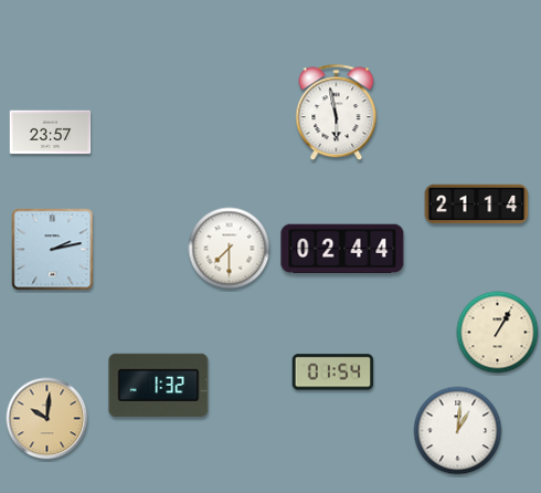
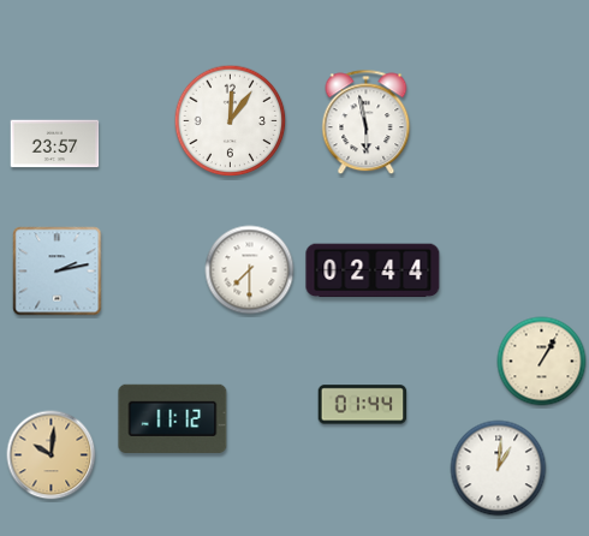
clock at (231, 121): none -> 12:06
clock at (477, 204): 21:14 -> none
clock at (333, 373): 01:54 -> 01:44
clock at (159, 385): 1:32 -> 11:12
